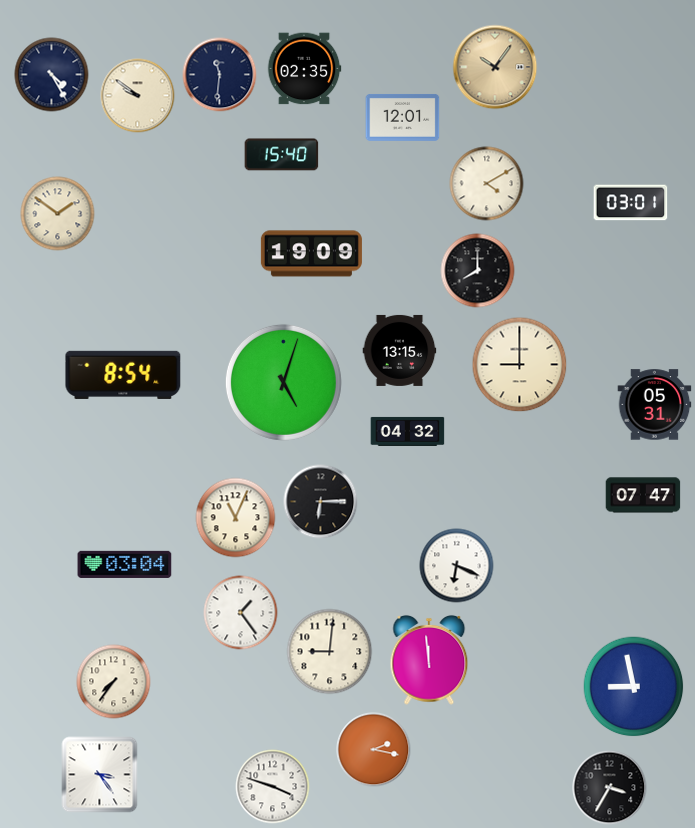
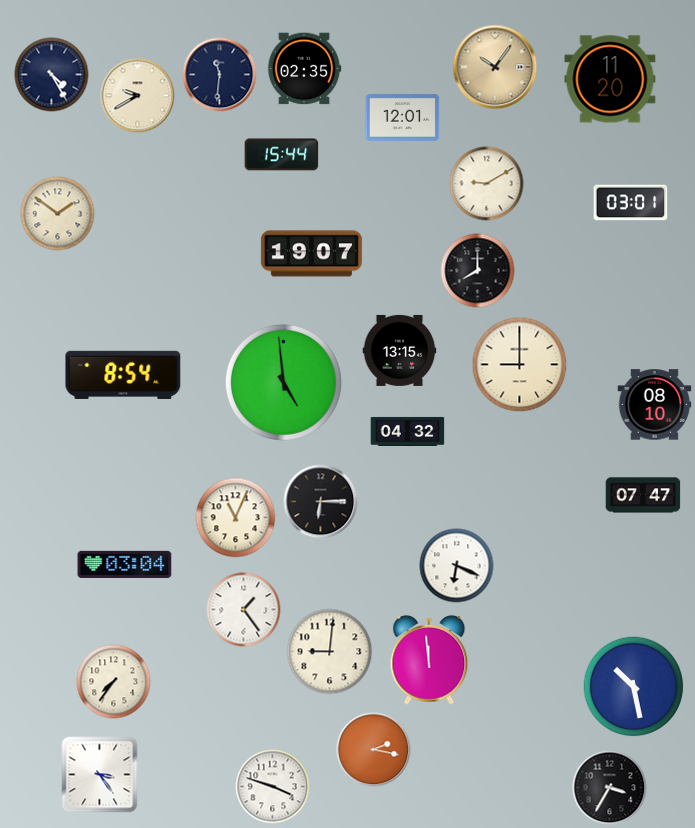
clock at (610, 79): none -> 11:20
clock at (138, 96): 9:51 -> 9:40
clock at (282, 155): 15:40 -> 15:44
clock at (487, 184): 4:10 -> 9:10
clock at (311, 254): 19:09 -> 19:07
clock at (283, 382): 5:03 -> 4:59
clock at (655, 405): 05:31 -> 08:10
clock at (241, 613) position: (241, 613) -> (244, 610)
clock at (634, 687): 8:58 -> 10:28
